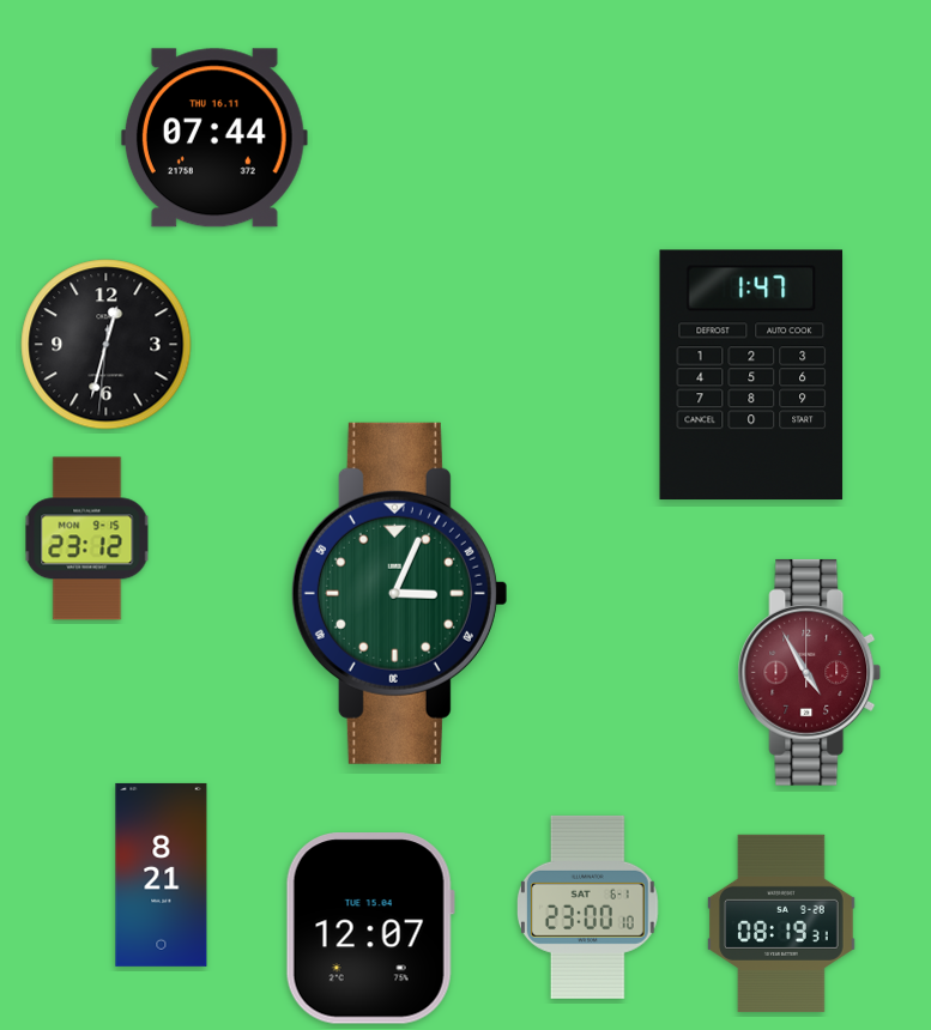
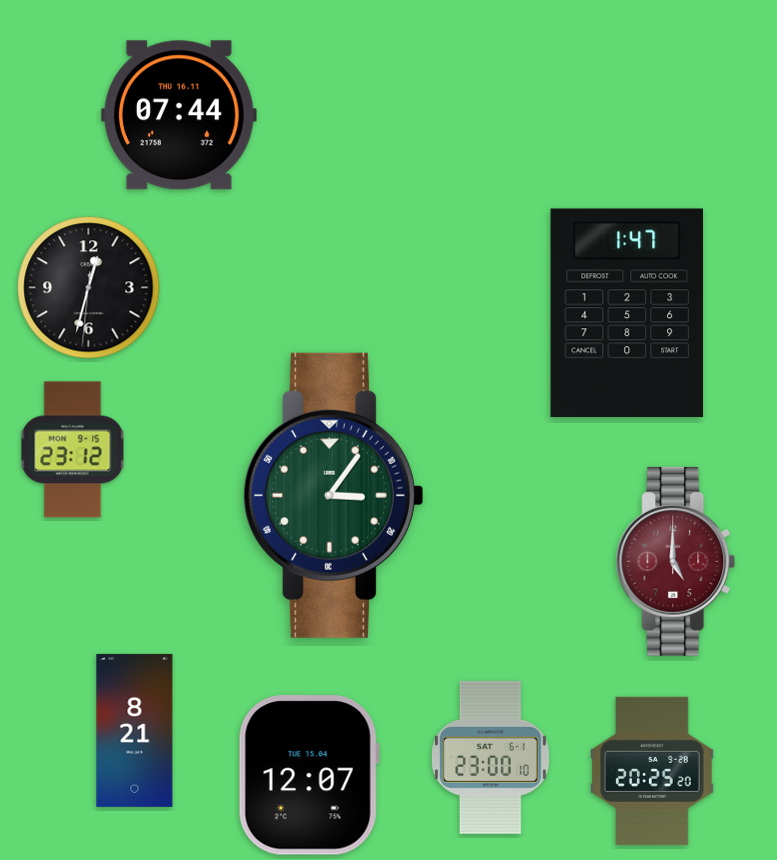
clock at (399, 593): 3:04 -> 3:06
clock at (810, 672): 4:55 -> 5:00
clock at (781, 923): 08:19 -> 20:25
